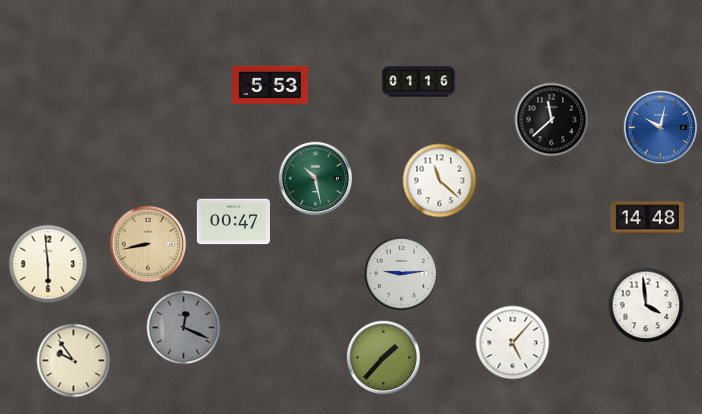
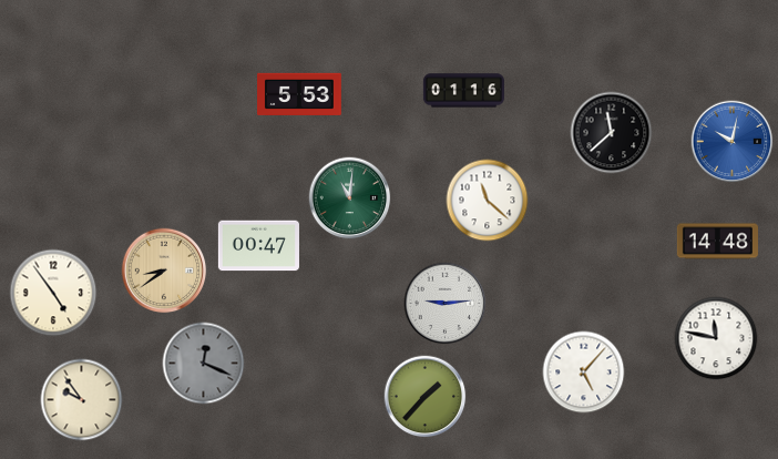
clock at (316, 179): 10:28 -> 11:01
clock at (148, 244): 8:43 -> 8:39
clock at (48, 264): 5:59 -> 4:54
clock at (646, 305): 3:59 -> 11:47
clock at (513, 343) position: (513, 343) -> (584, 373)
